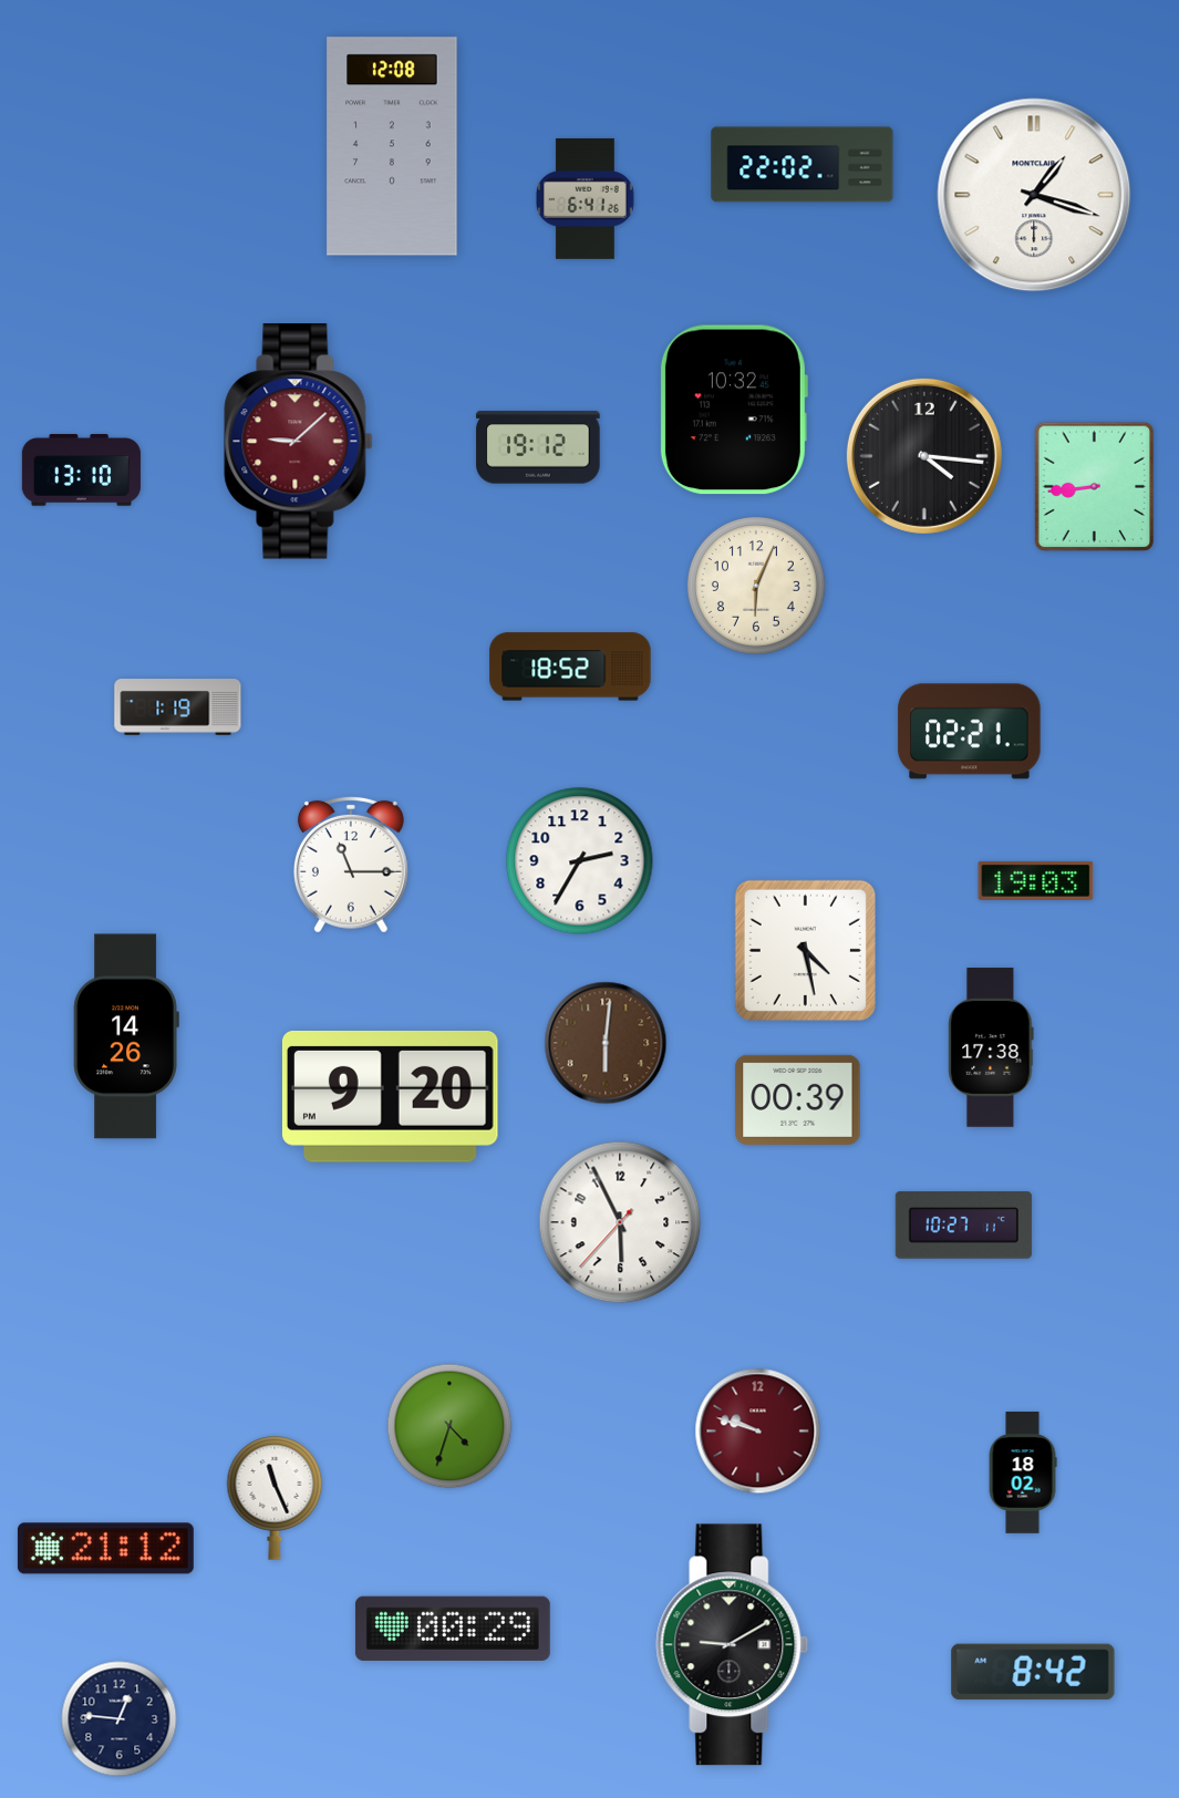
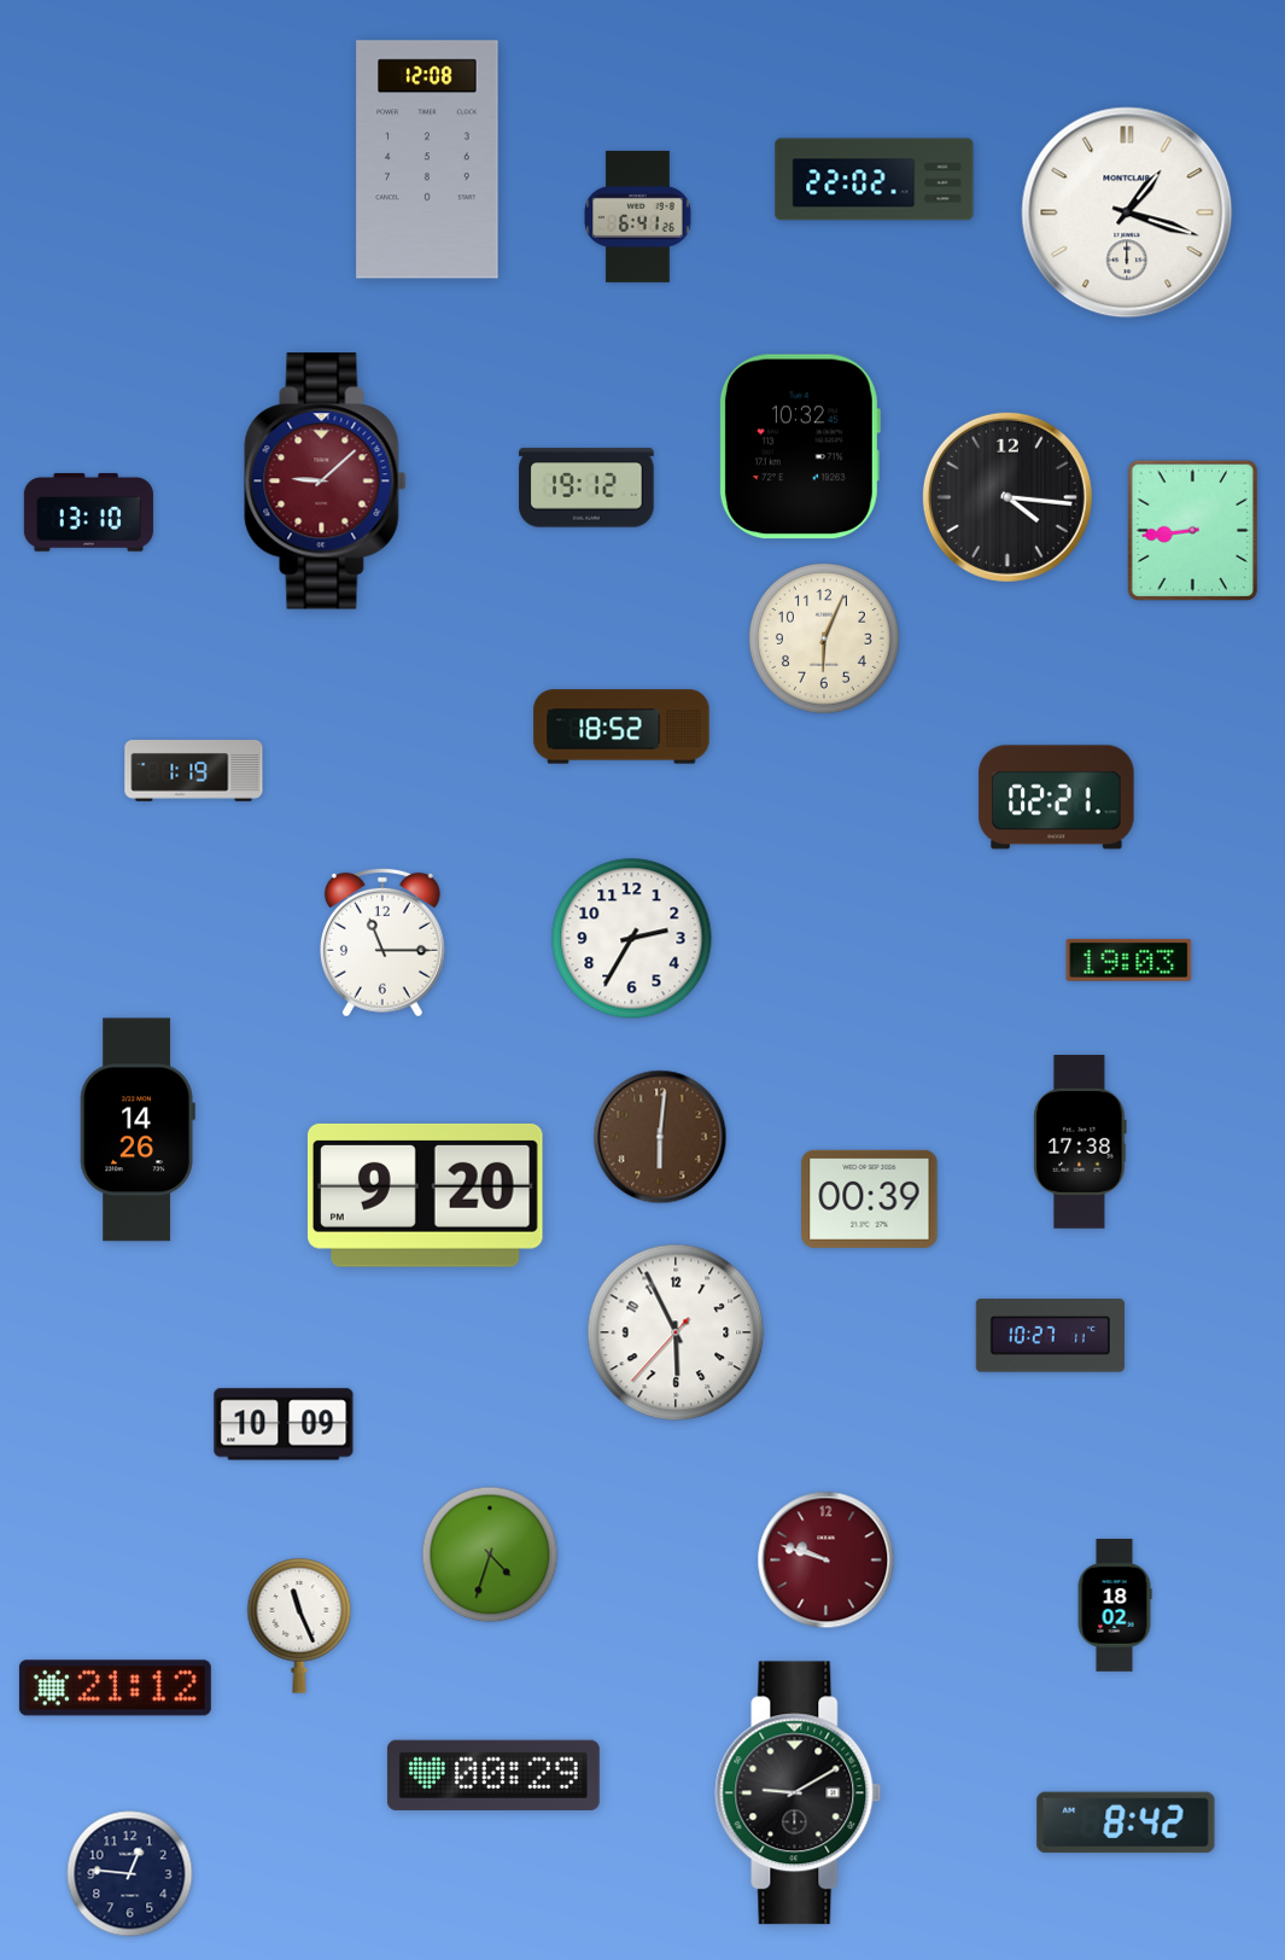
clock at (805, 950): 4:28 -> none
clock at (284, 1424): none -> 10:09
clock at (275, 1498) position: (275, 1498) -> (299, 1626)
